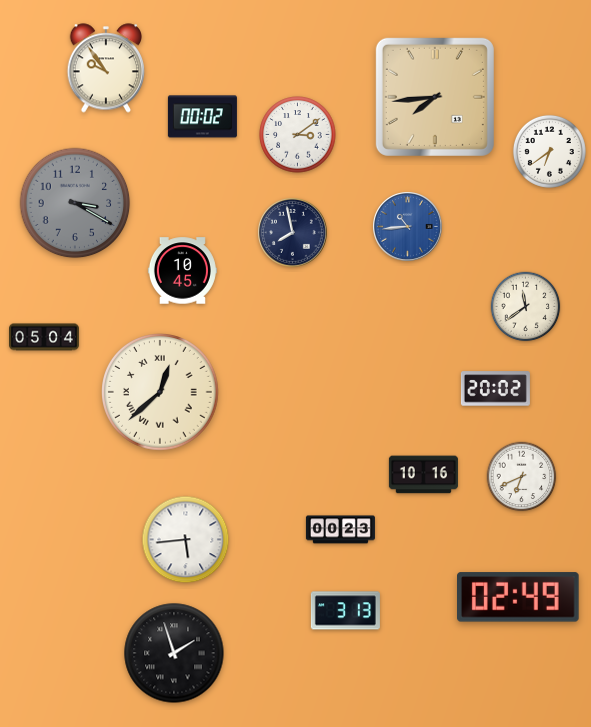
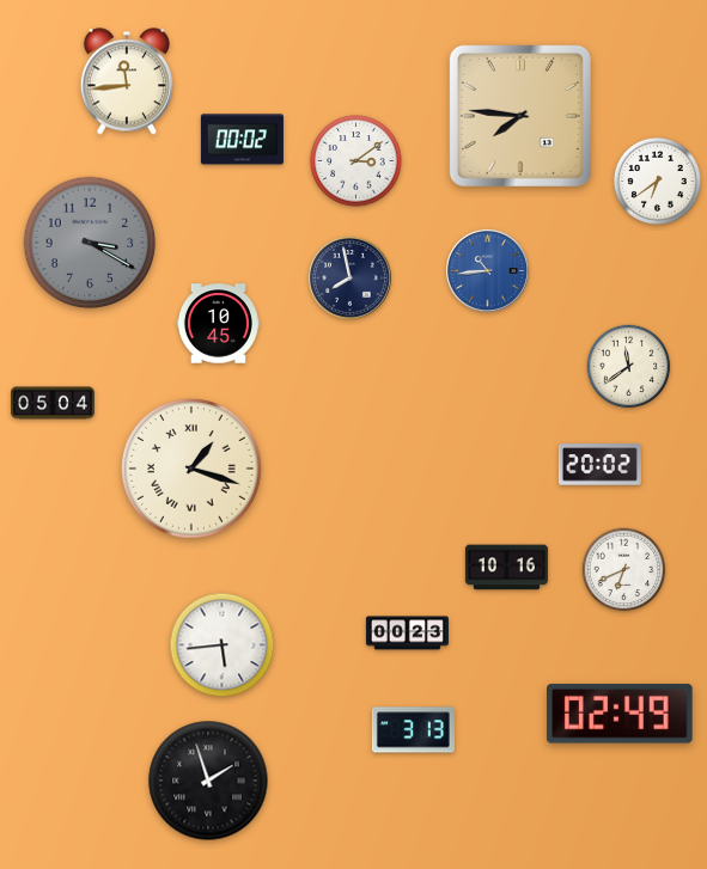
clock at (105, 68): 9:54 -> 11:44
clock at (435, 97): 7:44 -> 7:46
clock at (495, 389) position: (495, 389) -> (599, 465)
clock at (161, 393): 12:38 -> 1:18
